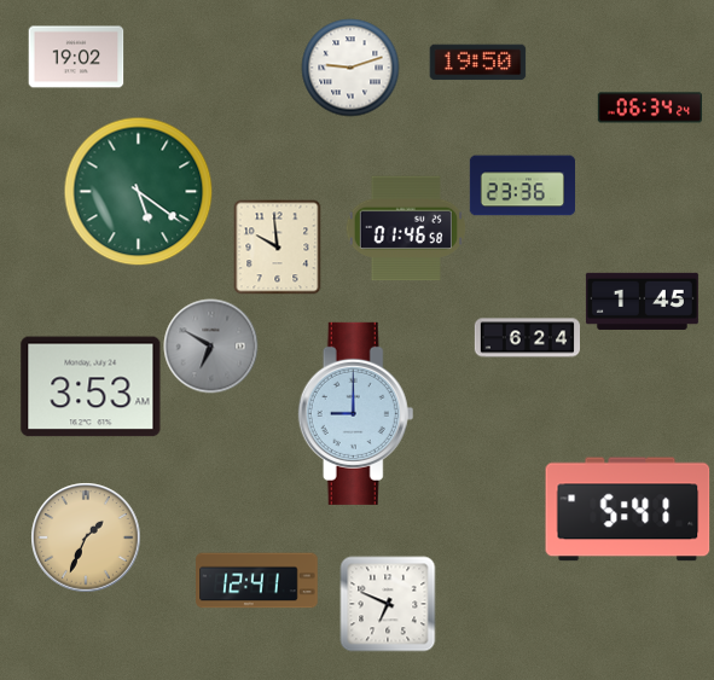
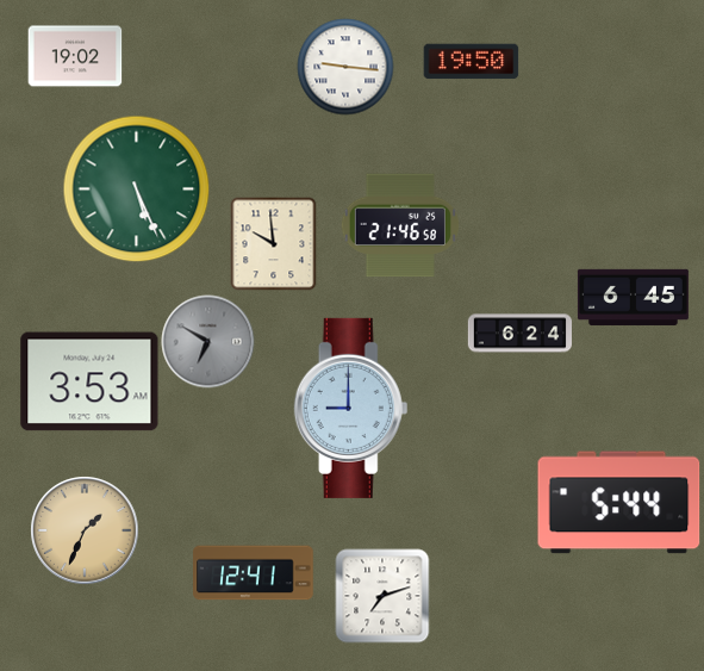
clock at (350, 68): 9:12 -> 9:16
clock at (649, 107): 06:34 -> none
clock at (522, 186): 23:36 -> none
clock at (138, 191): 5:21 -> 5:26
clock at (406, 228): 01:46 -> 21:46
clock at (642, 301): 1:45 -> 6:45
clock at (628, 510): 5:41 -> 5:44
clock at (388, 604): 6:49 -> 7:12
